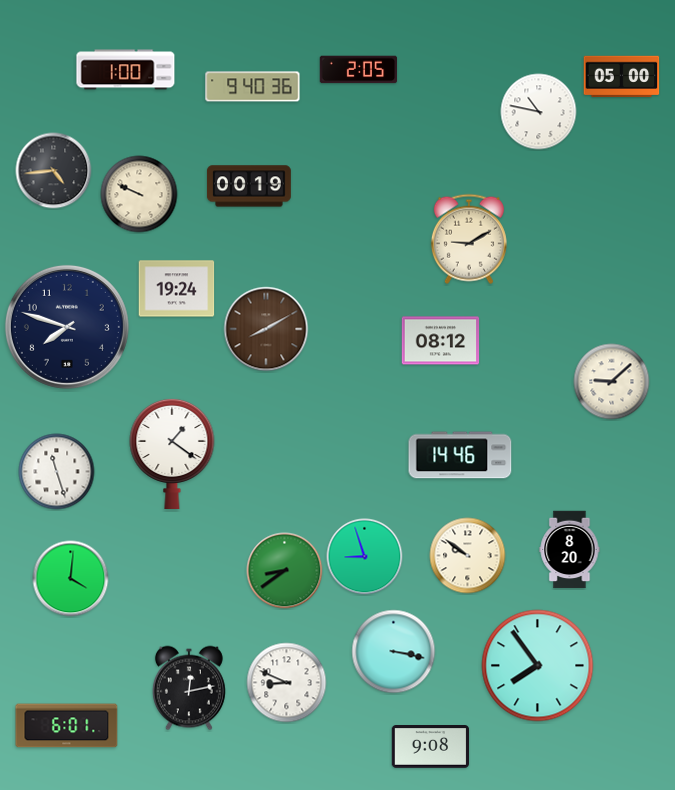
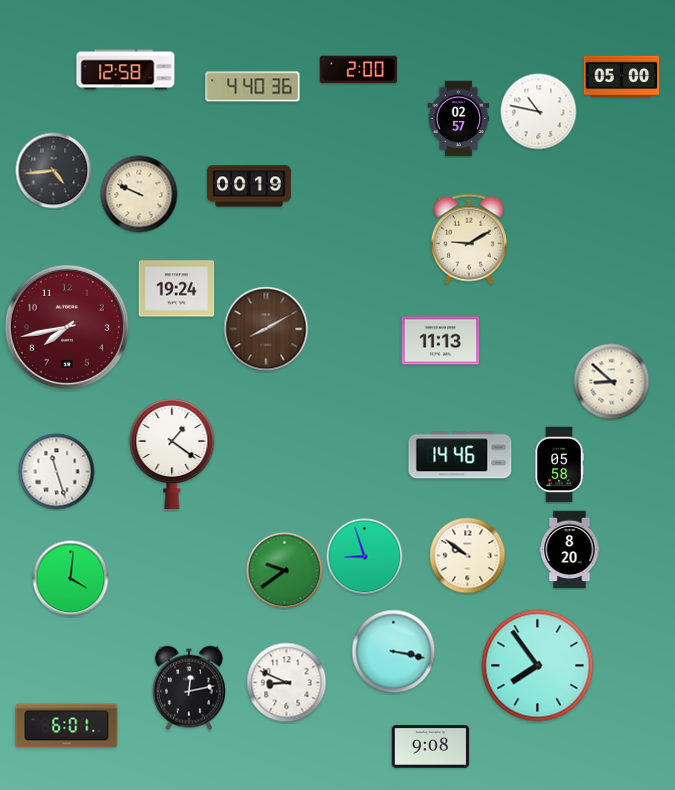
clock at (126, 70): 1:00 -> 12:58
clock at (359, 70): 2:05 -> 2:00
clock at (253, 87): 9:40 -> 4:40
clock at (459, 119): none -> 02:57
clock at (67, 327): 7:48 -> 7:43
clock at (67, 327) dial: navy -> burgundy
clock at (441, 341): 08:12 -> 11:13
clock at (612, 382): 9:08 -> 8:52
clock at (559, 465): none -> 05:58
clock at (285, 571): 8:39 -> 9:39
